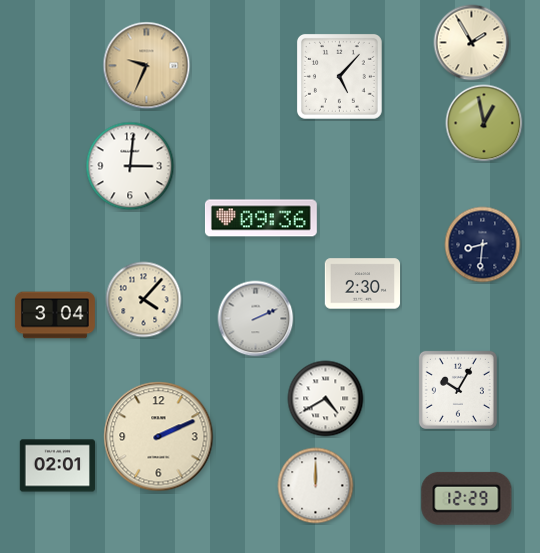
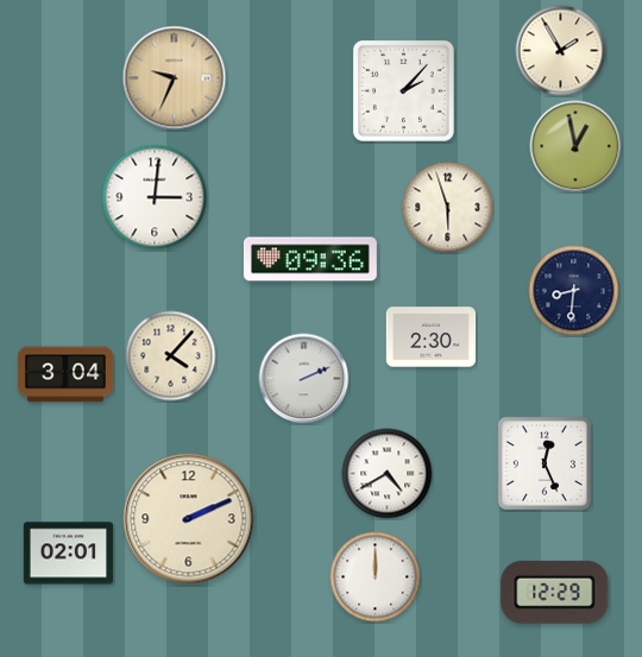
clock at (339, 76): 5:07 -> 2:07
clock at (448, 208): none -> 5:57
clock at (458, 390): 10:05 -> 12:26
